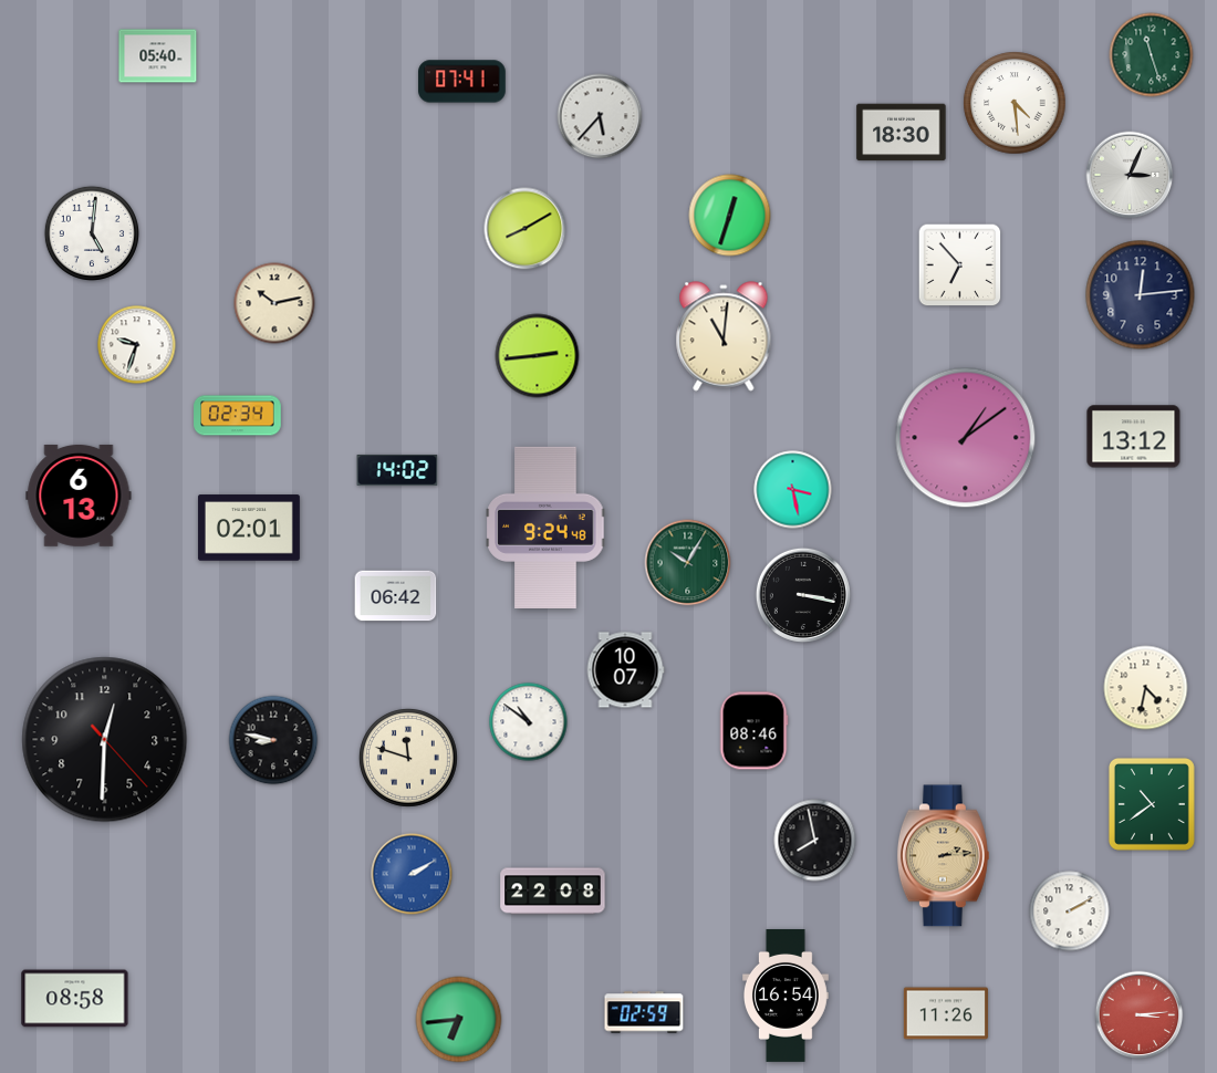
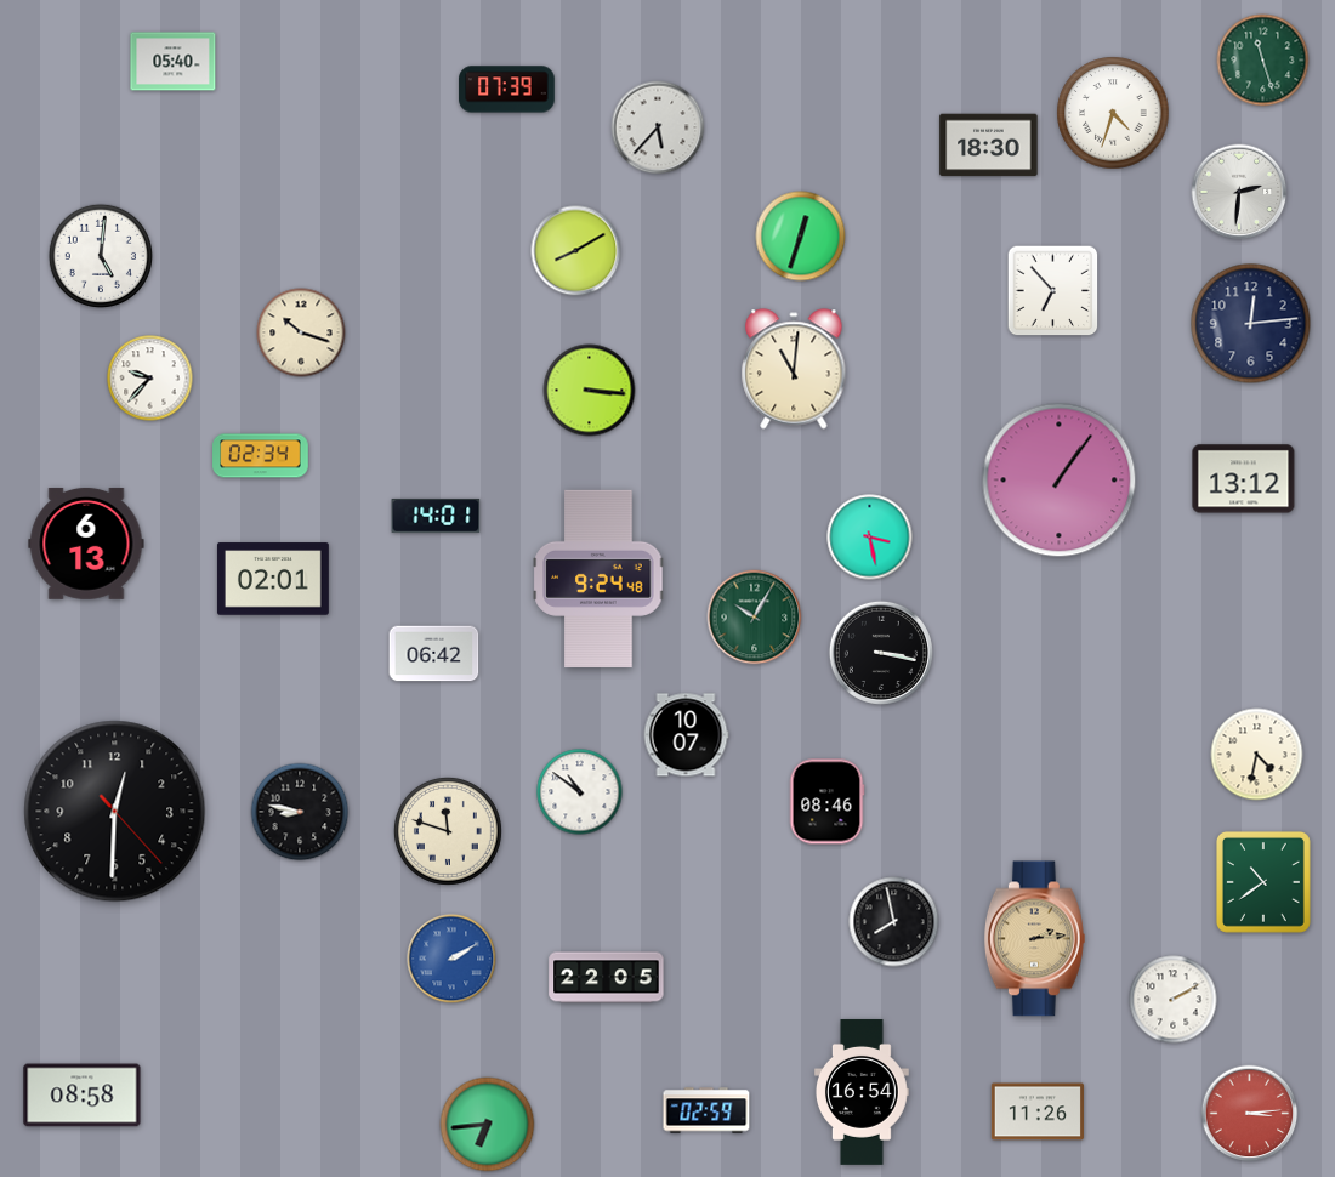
clock at (462, 82): 07:41 -> 07:39
clock at (1015, 103): 4:29 -> 4:33
clock at (1130, 175): 3:04 -> 2:31
clock at (274, 303): 10:13 -> 10:18
clock at (137, 345): 9:33 -> 9:37
clock at (538, 356): 2:44 -> 3:16
clock at (966, 438): 1:09 -> 1:06
clock at (397, 470): 14:02 -> 14:01
clock at (553, 892): 22:08 -> 22:05
clock at (459, 1020) position: (459, 1020) -> (488, 1125)
